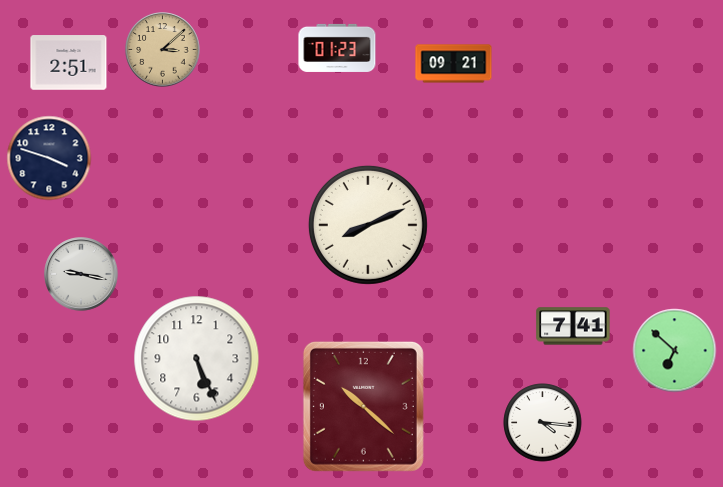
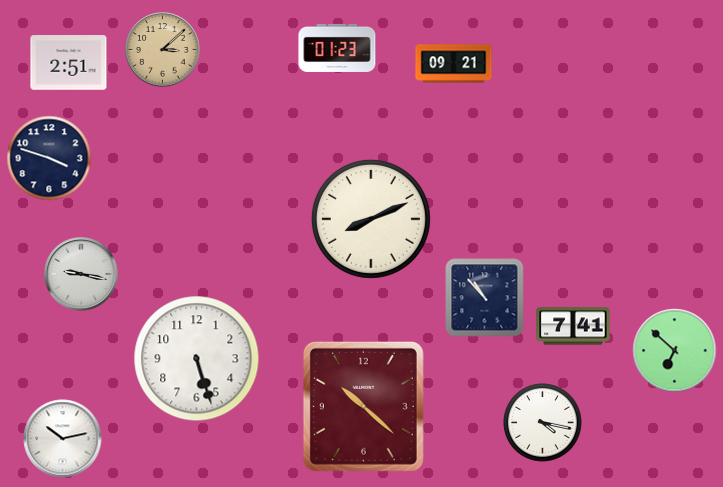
clock at (368, 225) position: (368, 225) -> (371, 219)
clock at (485, 298): none -> 10:53
clock at (197, 359): 5:26 -> 5:27
clock at (543, 423): 4:16 -> 4:17
clock at (63, 439): none -> 10:13
